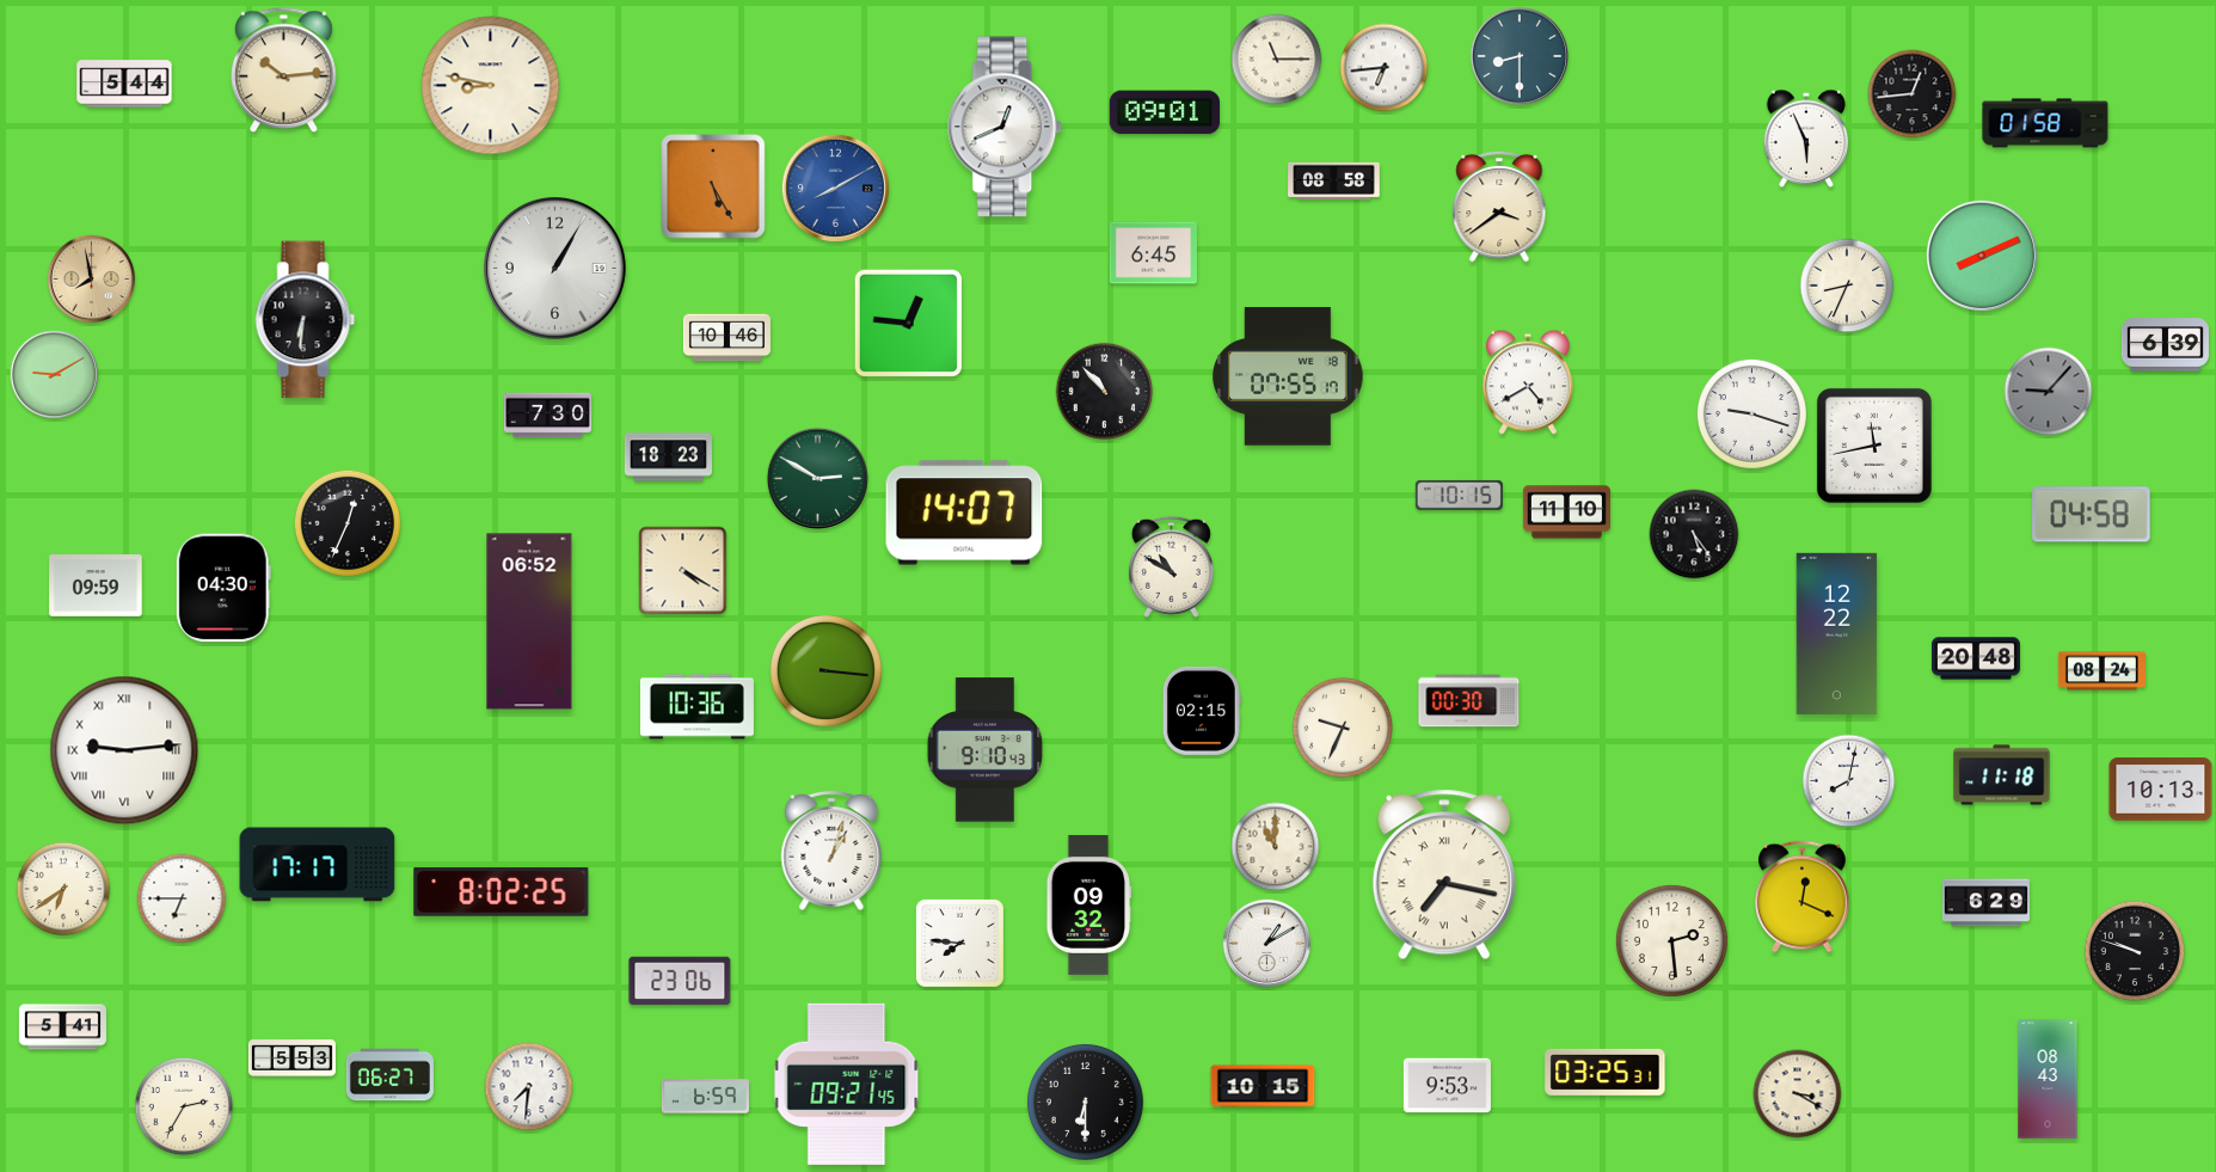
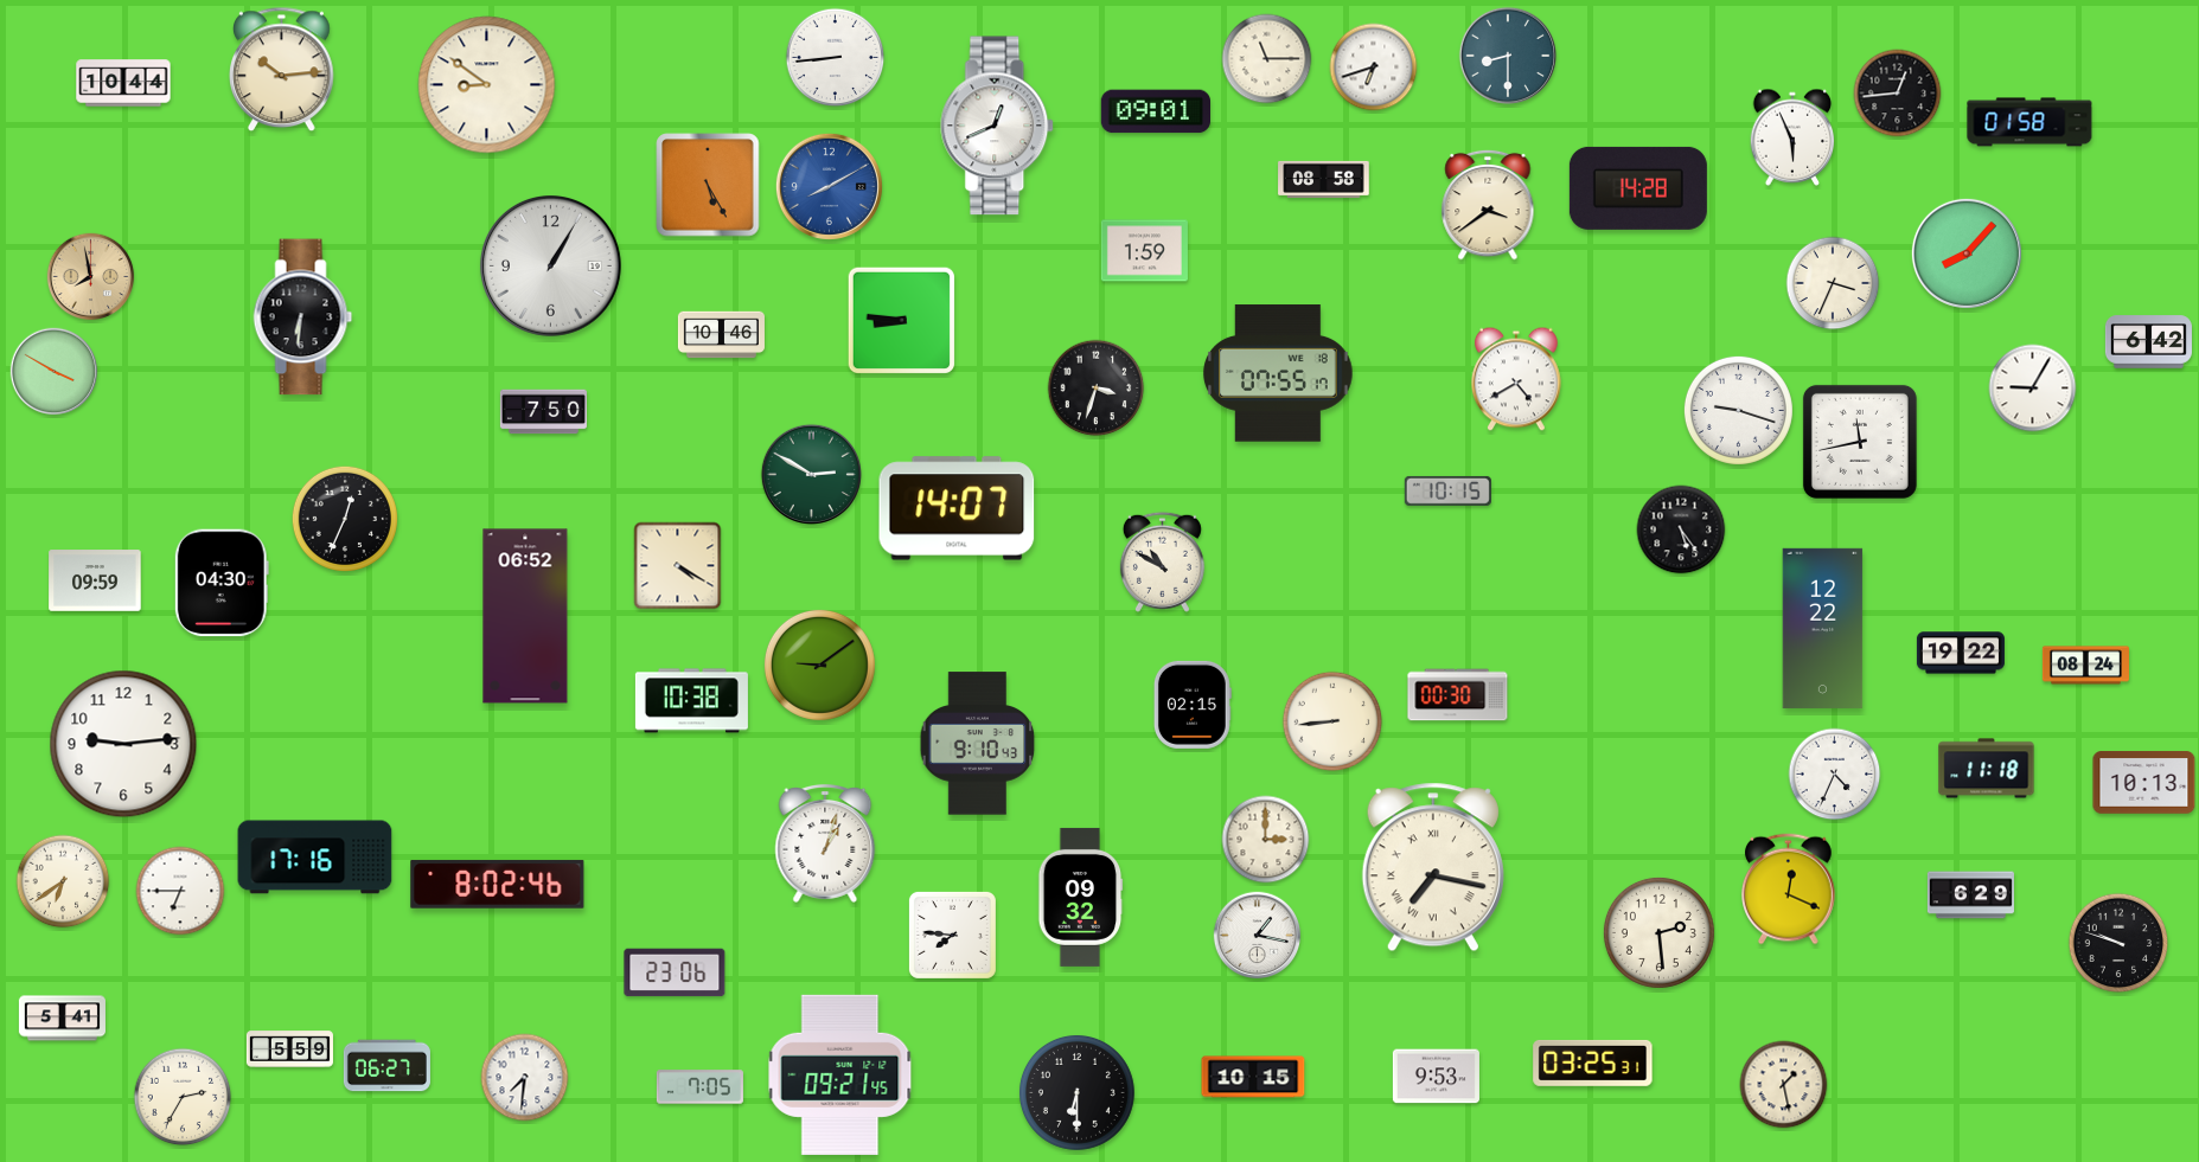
clock at (836, 58): none -> 8:44
clock at (1385, 68): 6:44 -> 6:42
clock at (124, 84): 5:44 -> 10:44
clock at (491, 86): 8:47 -> 8:51
clock at (1638, 188): none -> 14:28
clock at (1153, 253): 6:45 -> 1:59
clock at (1982, 256): 8:11 -> 8:07
clock at (1847, 286): 8:34 -> 3:34
clock at (909, 324): 12:46 -> 8:46
clock at (2165, 345): 6:39 -> 6:42
clock at (55, 375): 9:10 -> 3:50
clock at (1105, 392): 10:53 -> 3:33
clock at (2049, 392): 9:07 -> 9:05
clock at (2049, 392) dial: grey -> white
clock at (547, 416): 7:30 -> 7:50
clock at (668, 458): 18:23 -> none
clock at (1566, 513): 11:10 -> none
clock at (2092, 515): 04:58 -> none
clock at (1976, 658): 20:48 -> 19:22
clock at (825, 670): 3:16 -> 9:09
clock at (696, 707): 10:36 -> 10:38
clock at (1343, 728): 9:34 -> 8:44
clock at (124, 750) numerals: Roman -> Arabic
clock at (1849, 781): 8:02 -> 4:34
clock at (1276, 847): 11:00 -> 3:00
clock at (318, 865): 17:17 -> 17:16
clock at (502, 891): 8:02:25 -> 8:02:46
clock at (1267, 944): 1:10 -> 1:17
clock at (291, 1059): 5:53 -> 5:59
clock at (2048, 1079): 08:43 -> none
clock at (1798, 1094): 3:20 -> 1:28
clock at (705, 1097): 6:59 -> 7:05
